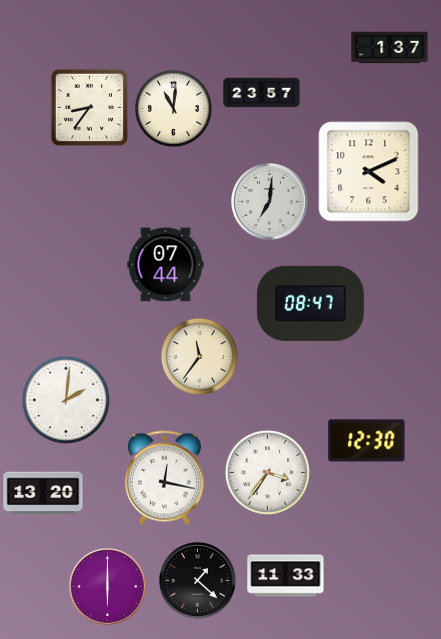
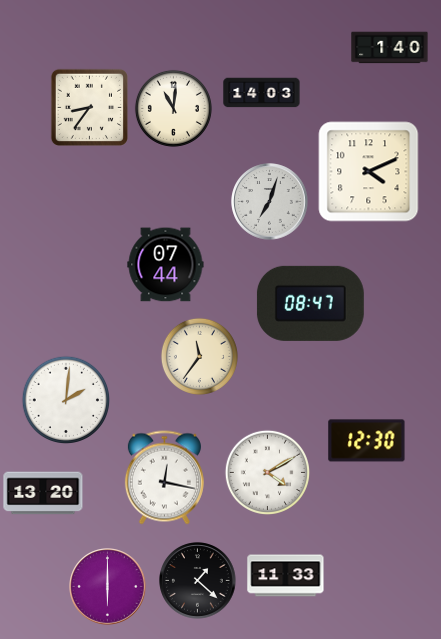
clock at (390, 48): 1:37 -> 1:40
clock at (262, 93): 23:57 -> 14:03
clock at (270, 202): 7:01 -> 7:03
clock at (267, 472): 3:36 -> 4:10
